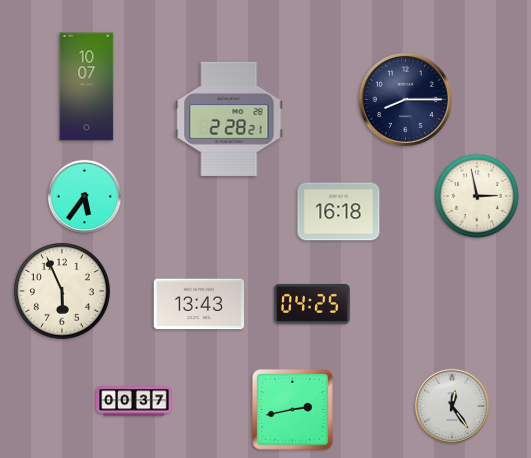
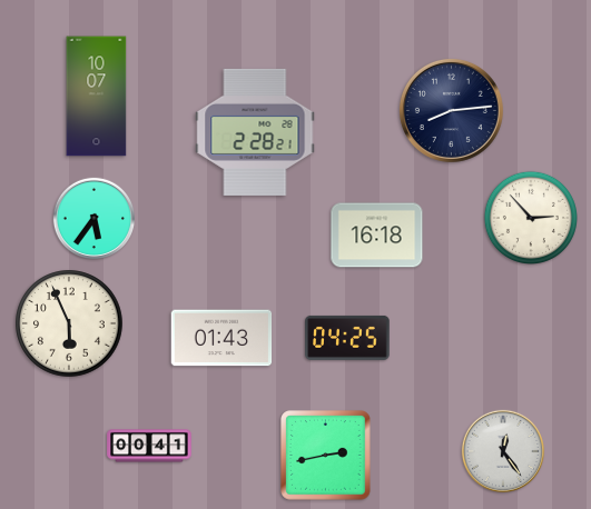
clock at (405, 99): 8:15 -> 8:14
clock at (476, 195): 2:58 -> 2:53
clock at (199, 304): 13:43 -> 01:43
clock at (134, 401): 00:37 -> 00:41
